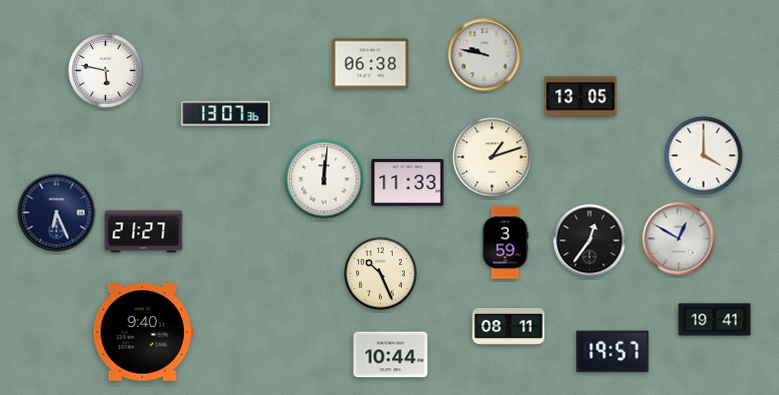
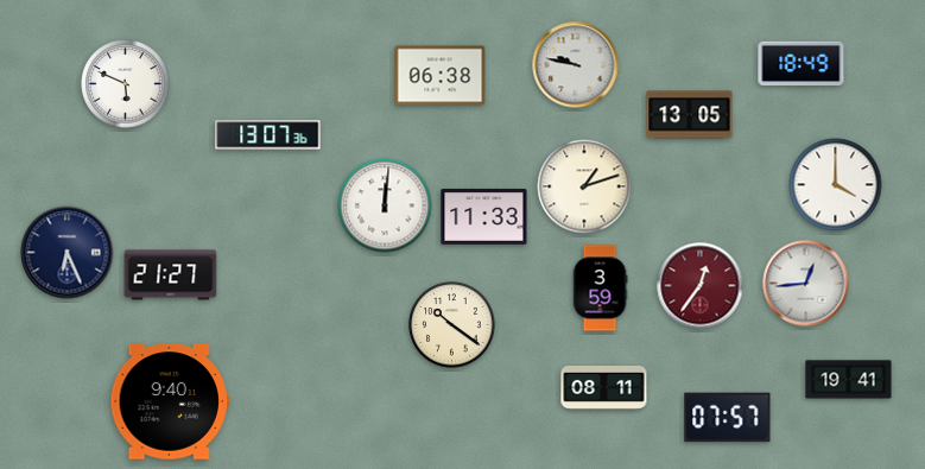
clock at (802, 63): none -> 18:49
clock at (106, 71): 5:47 -> 5:49
clock at (324, 179) position: (324, 179) -> (385, 205)
clock at (679, 239): 12:50 -> 12:44
clock at (590, 241) dial: black -> burgundy
clock at (381, 274): 10:26 -> 10:21
clock at (143, 332) position: (143, 332) -> (170, 401)
clock at (613, 352): 19:57 -> 07:57
clock at (391, 355): 10:44 -> none
